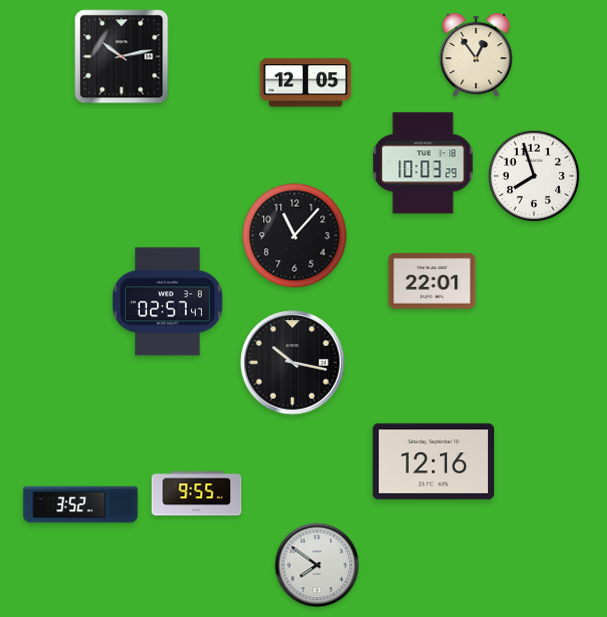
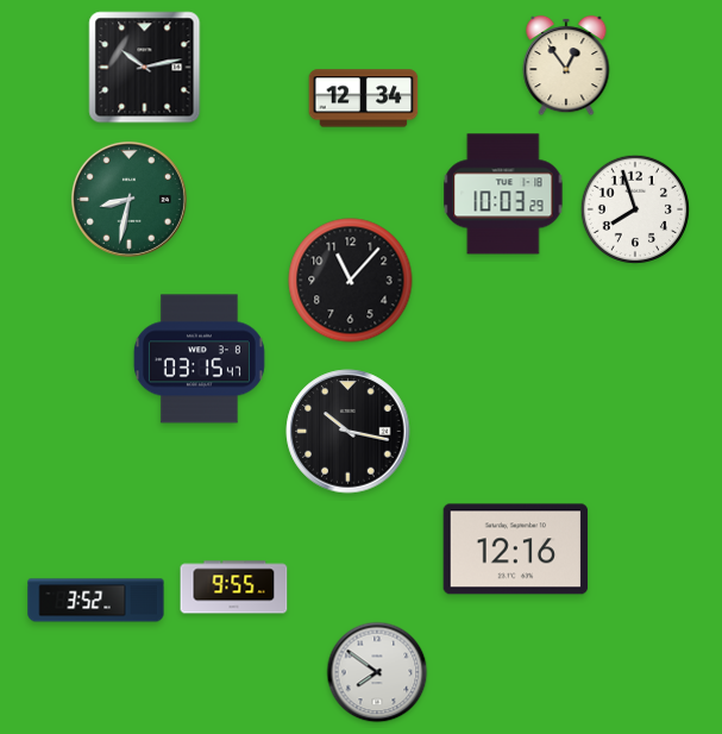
clock at (306, 83): 12:05 -> 12:34
clock at (128, 199): none -> 8:32
clock at (432, 281): 22:01 -> none
clock at (167, 302): 02:57 -> 03:15
